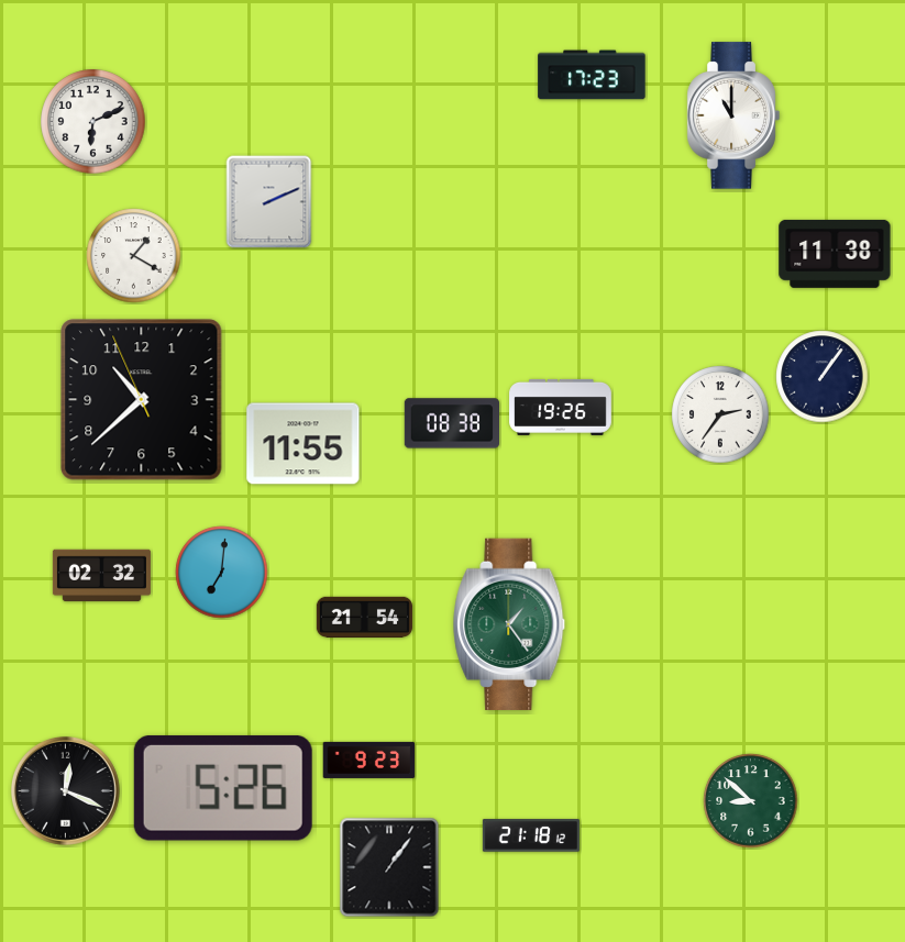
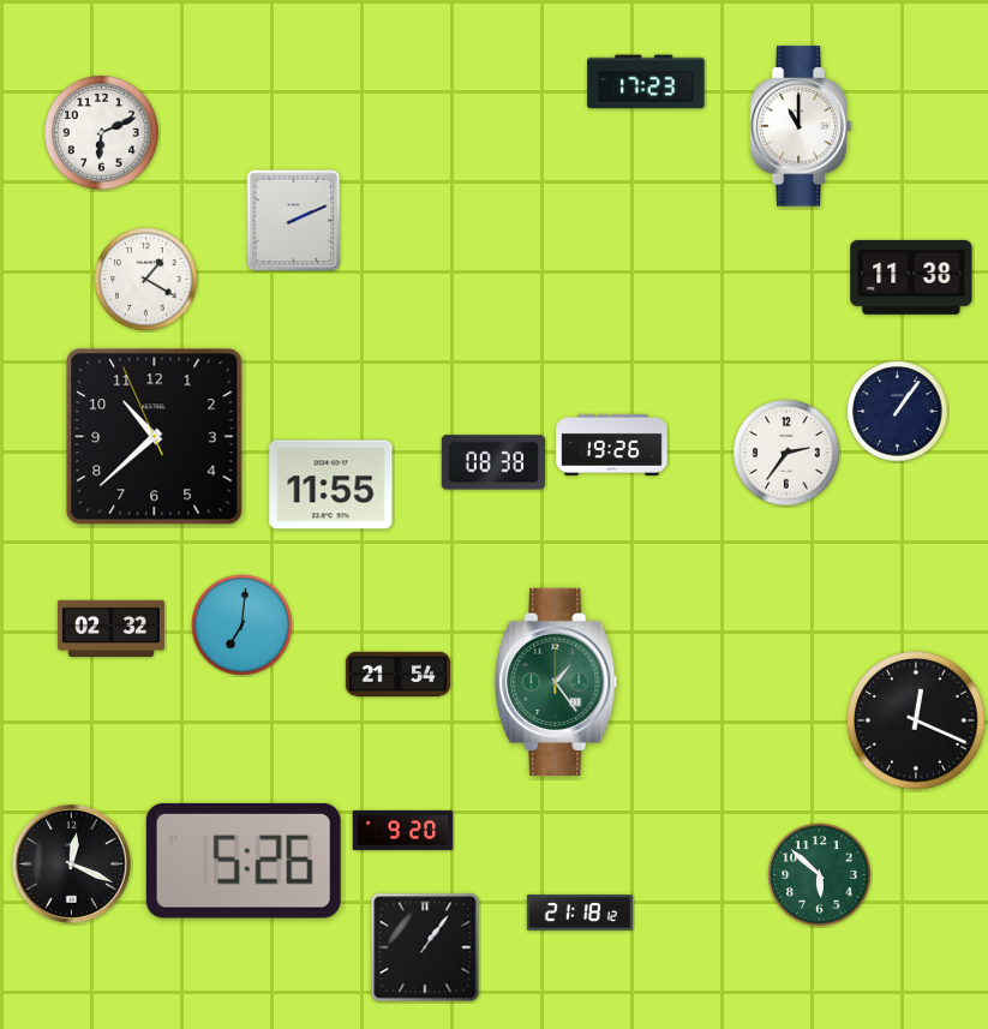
clock at (917, 720): none -> 12:19
clock at (369, 760): 9:23 -> 9:20
clock at (751, 801): 8:52 -> 5:52
